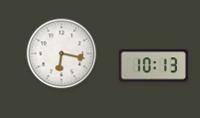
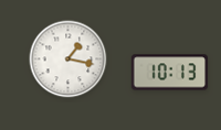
clock at (62, 54): 6:17 -> 1:17
